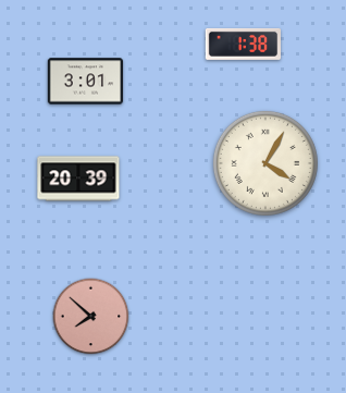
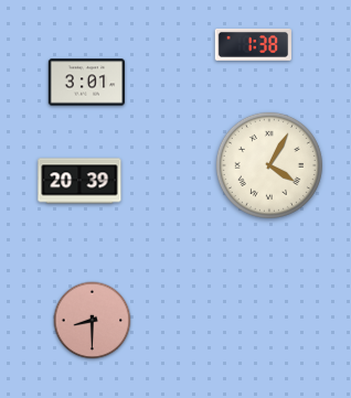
clock at (243, 44) position: (243, 44) -> (253, 44)
clock at (91, 317): 7:52 -> 8:30
